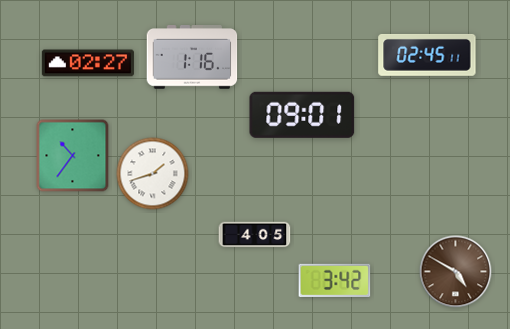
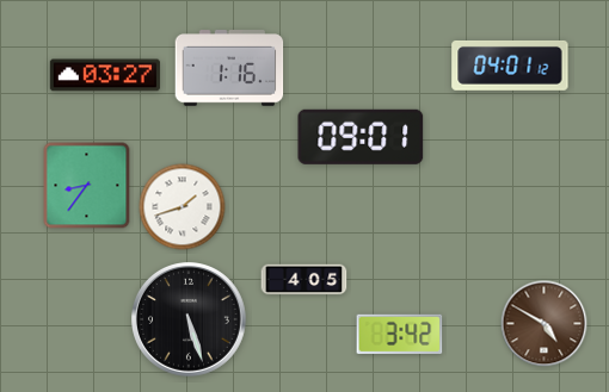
clock at (427, 55): 02:45 -> 04:01
clock at (88, 63): 02:27 -> 03:27
clock at (73, 156): 10:36 -> 8:36
clock at (190, 321): none -> 5:27
